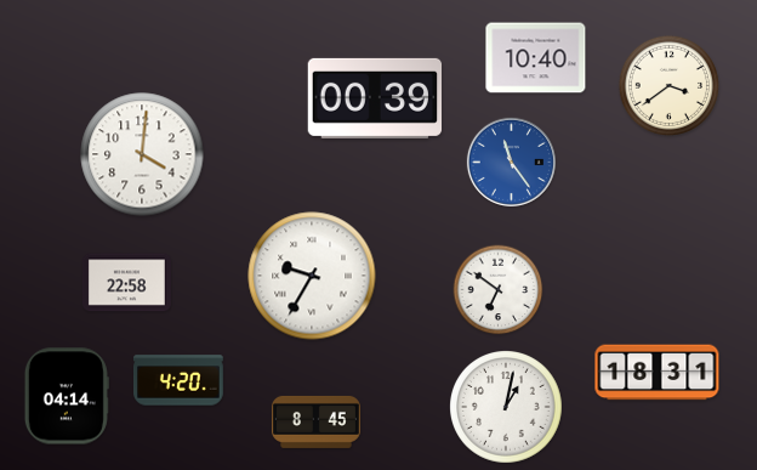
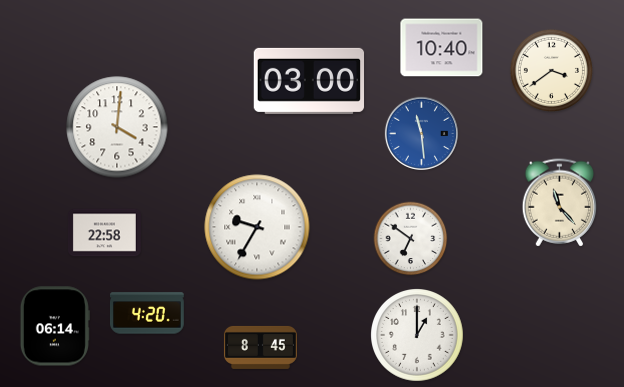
clock at (375, 98): 00:39 -> 03:00
clock at (511, 162): 11:24 -> 11:29
clock at (560, 203): none -> 11:23
clock at (658, 373): 18:31 -> none
clock at (67, 396): 04:14 -> 06:14
clock at (507, 408): 1:02 -> 1:00
